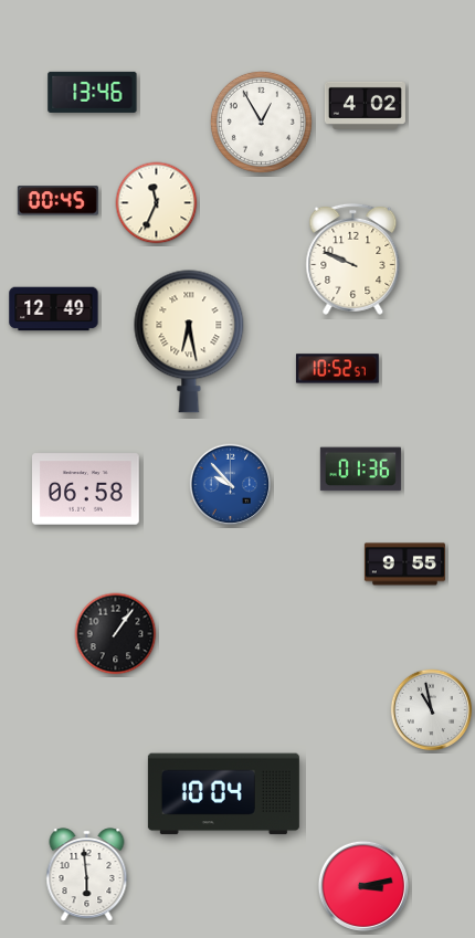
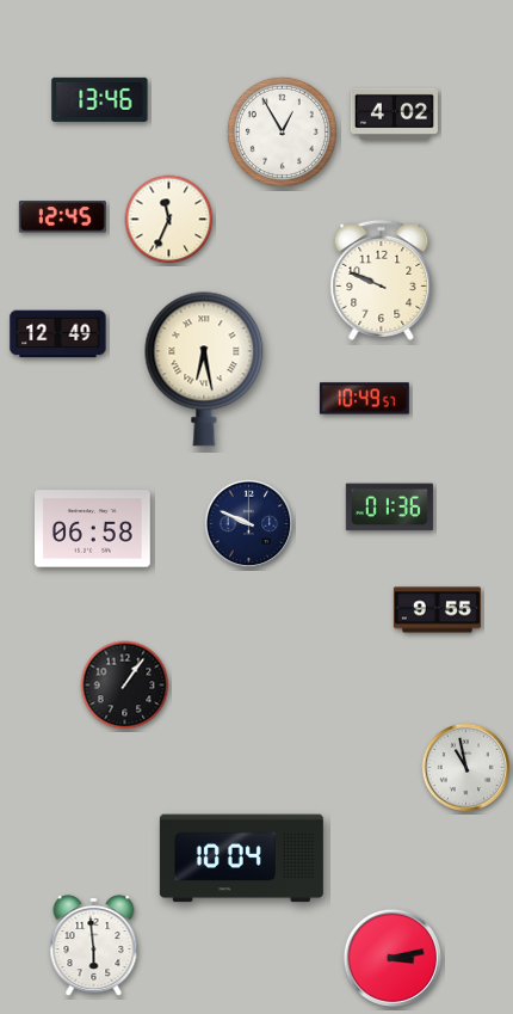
clock at (57, 201): 00:45 -> 12:45
clock at (337, 369): 10:52 -> 10:49
clock at (231, 485): 9:53 -> 9:49
clock at (231, 485) dial: blue -> navy
